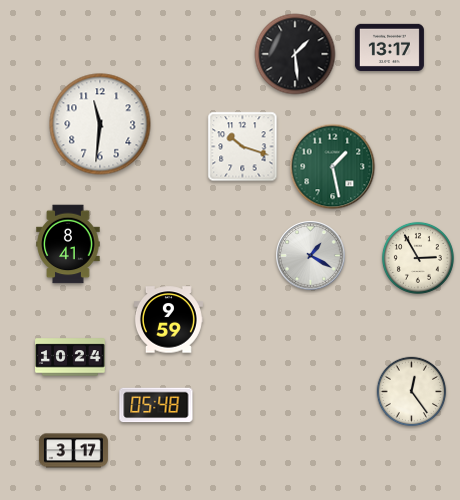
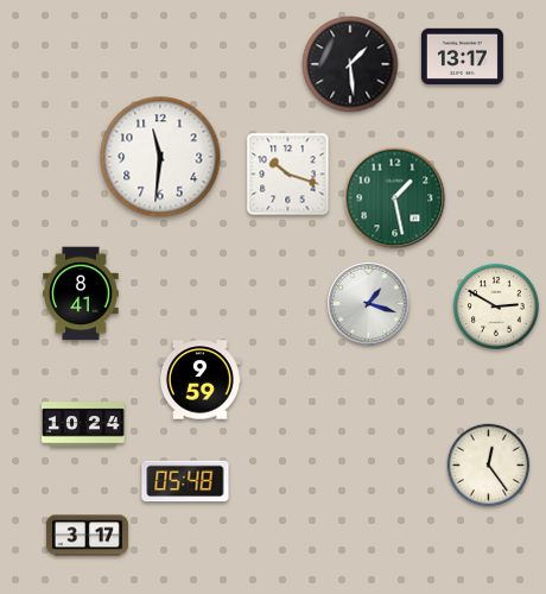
clock at (100, 124) position: (100, 124) -> (160, 157)
clock at (68, 244) position: (68, 244) -> (81, 293)
clock at (311, 256): 1:20 -> 1:18
clock at (418, 258): 2:55 -> 2:50
